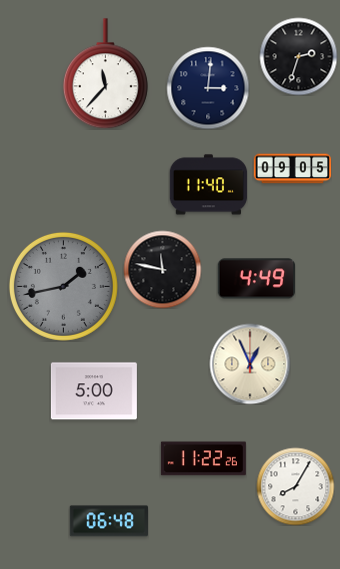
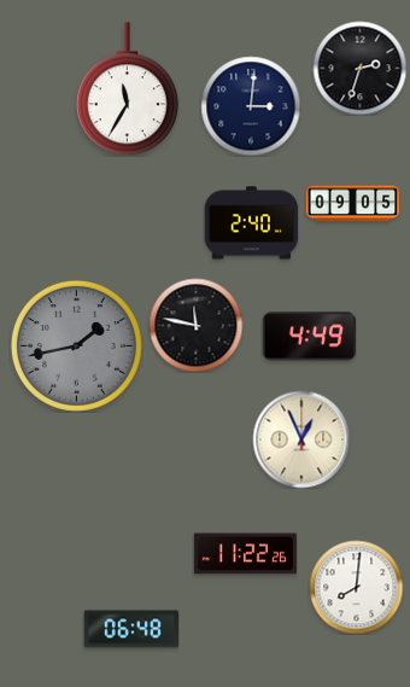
clock at (105, 74): 11:37 -> 11:35
clock at (208, 185): 11:40 -> 2:40
clock at (94, 391): 5:00 -> none
clock at (295, 486): 8:05 -> 8:01
